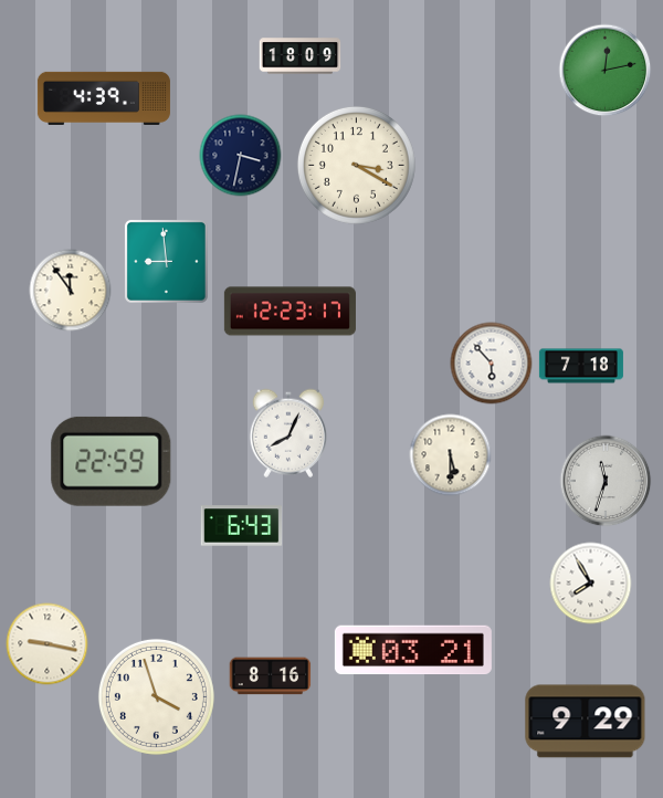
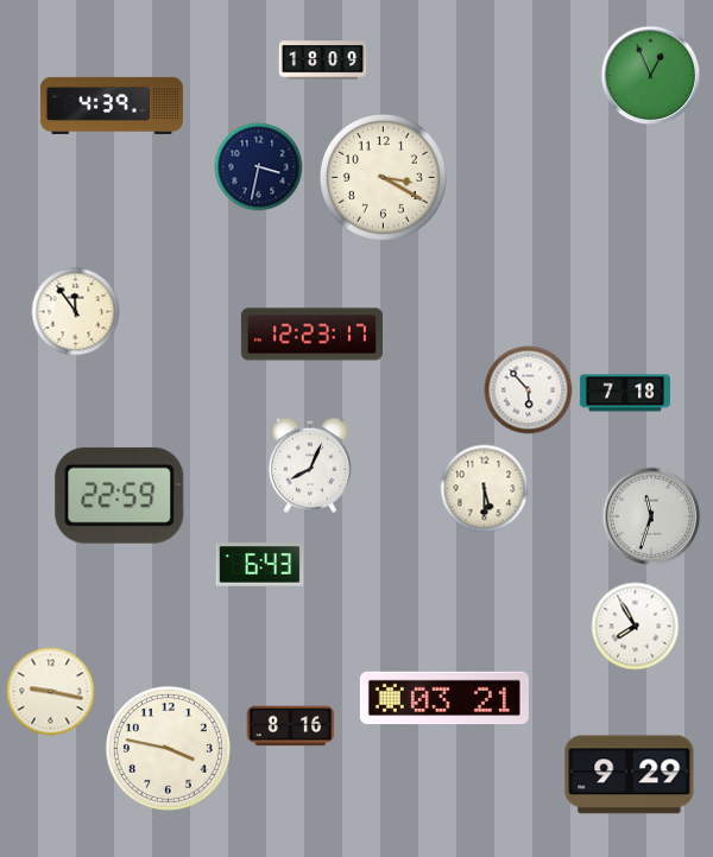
clock at (606, 71): 12:13 -> 12:56
clock at (166, 261): 8:59 -> none
clock at (156, 696): 3:57 -> 3:47
